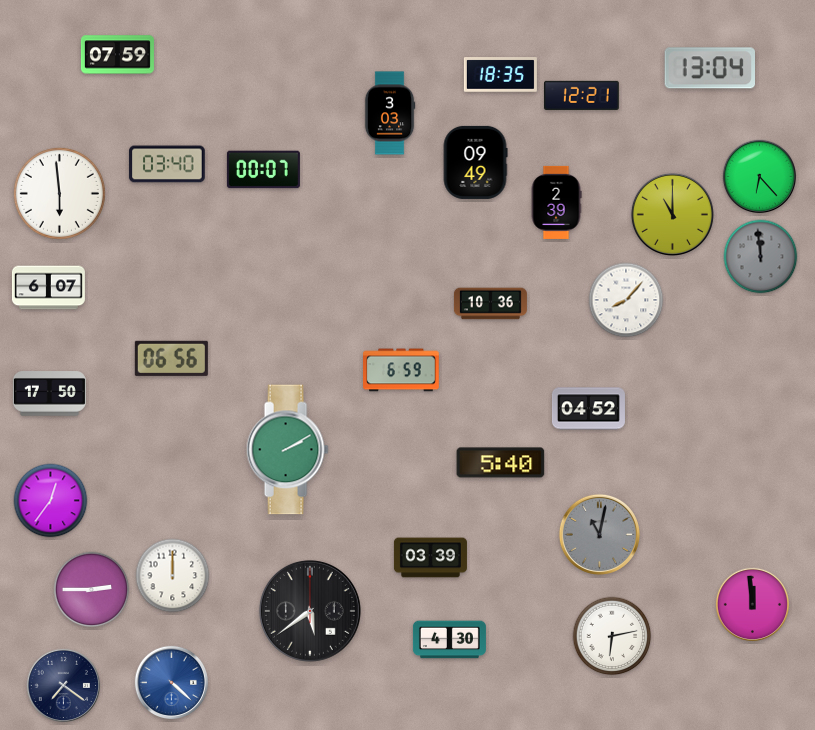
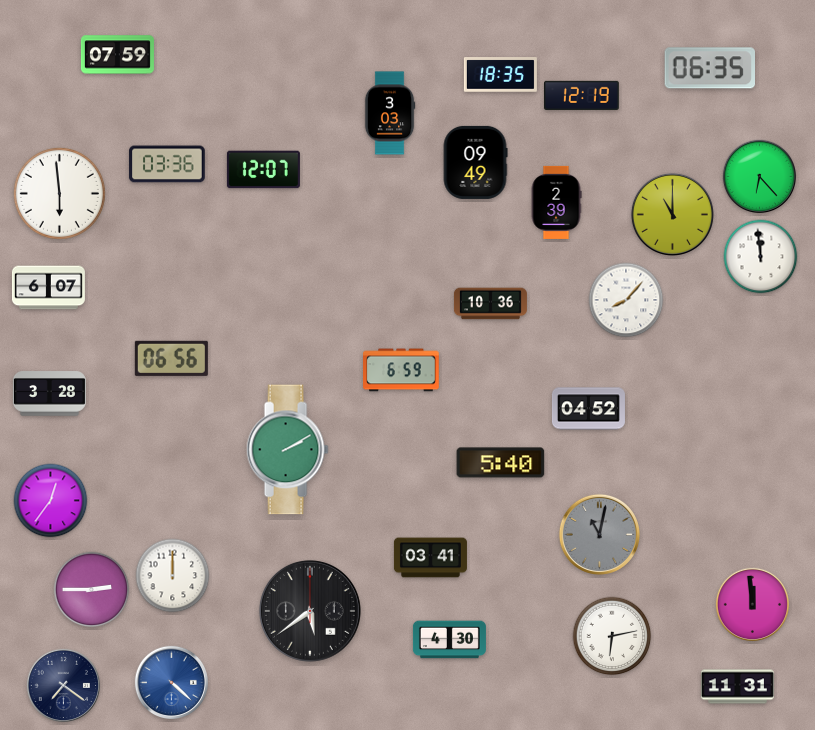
clock at (709, 68): 13:04 -> 06:35
clock at (582, 95): 12:21 -> 12:19
clock at (167, 164): 03:40 -> 03:36
clock at (263, 170): 00:07 -> 12:07
clock at (761, 257) dial: grey -> white
clock at (49, 394): 17:50 -> 3:28
clock at (430, 558): 03:39 -> 03:41
clock at (737, 687): none -> 11:31
